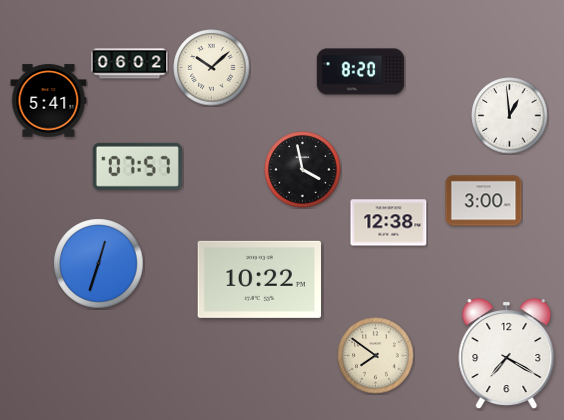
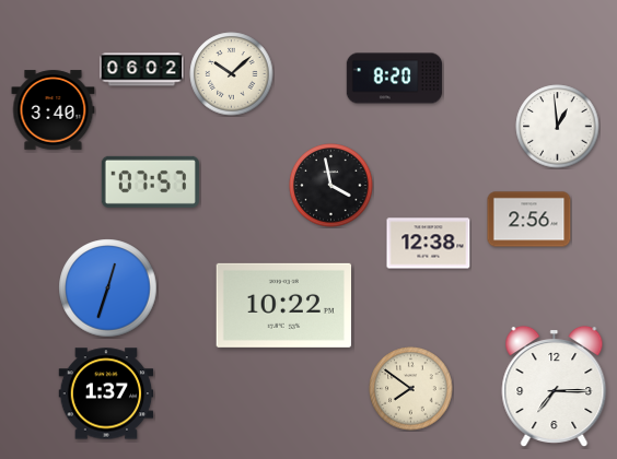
clock at (49, 101): 5:41 -> 3:40
clock at (484, 201): 3:00 -> 2:56
clock at (389, 223) position: (389, 223) -> (429, 244)
clock at (507, 354): 7:20 -> 7:15
clock at (106, 393): none -> 1:37
